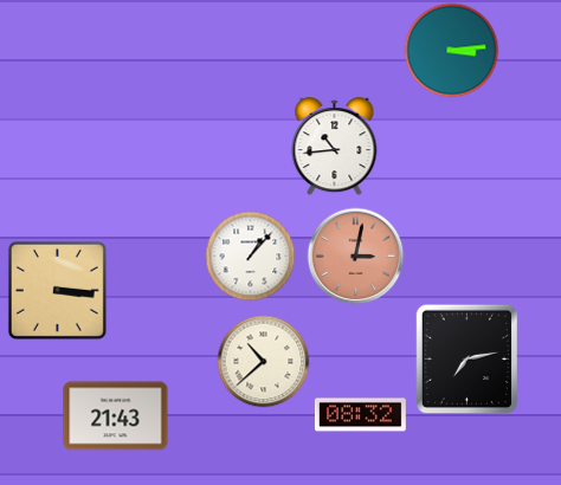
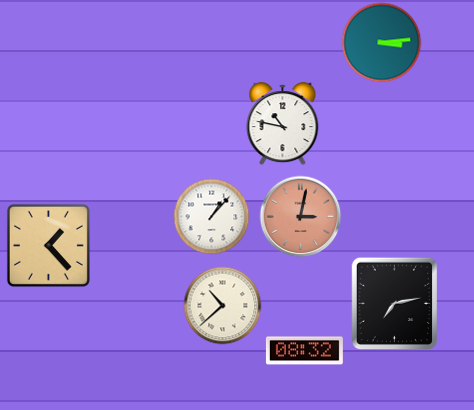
clock at (335, 147): 10:44 -> 10:47
clock at (57, 290): 3:16 -> 1:23
clock at (116, 416): 21:43 -> none
